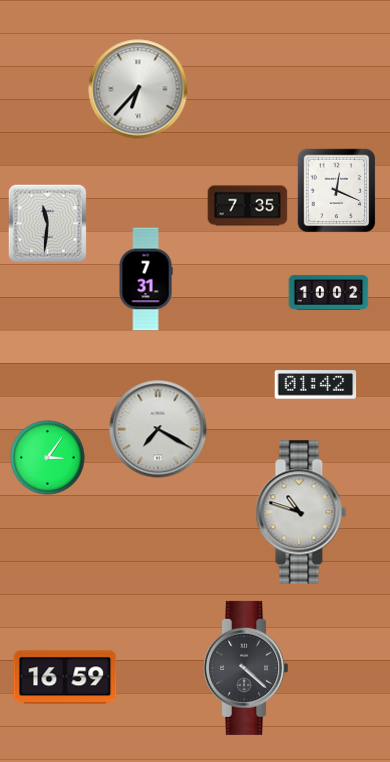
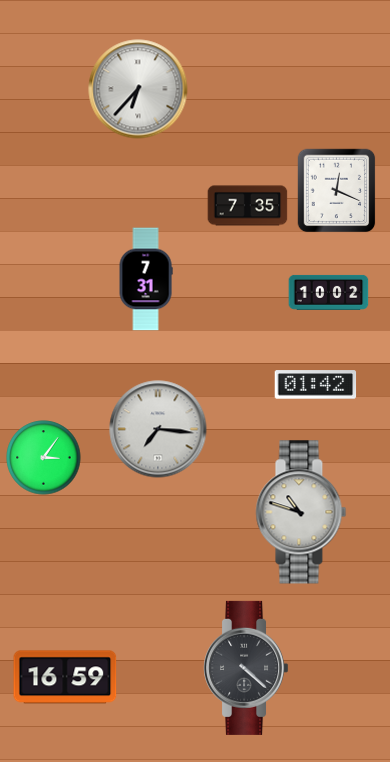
clock at (47, 223): 11:31 -> none
clock at (158, 429): 7:20 -> 7:16
clock at (48, 458) position: (48, 458) -> (44, 458)
